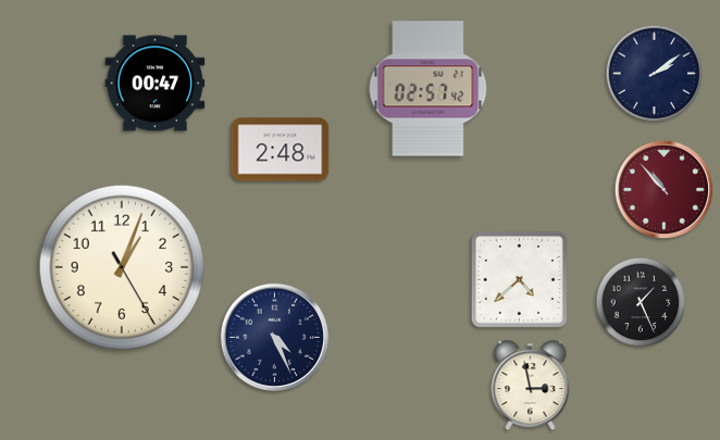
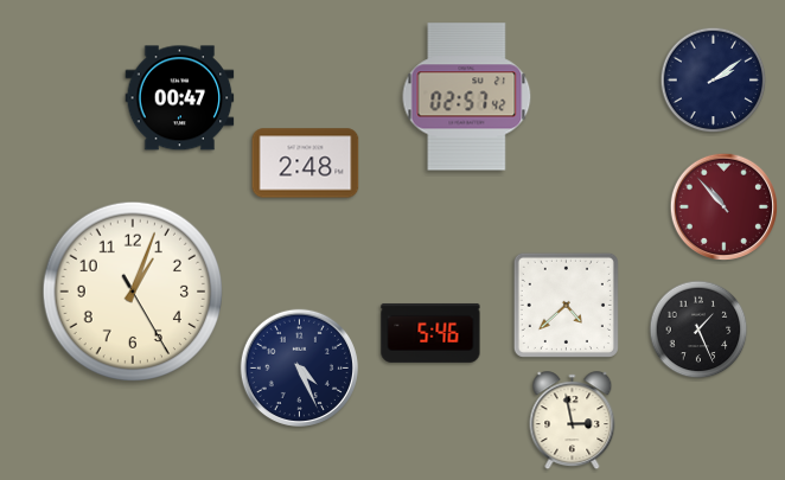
clock at (156, 84) position: (156, 84) -> (180, 98)
clock at (430, 333): none -> 5:46
clock at (531, 386) position: (531, 386) -> (573, 421)
